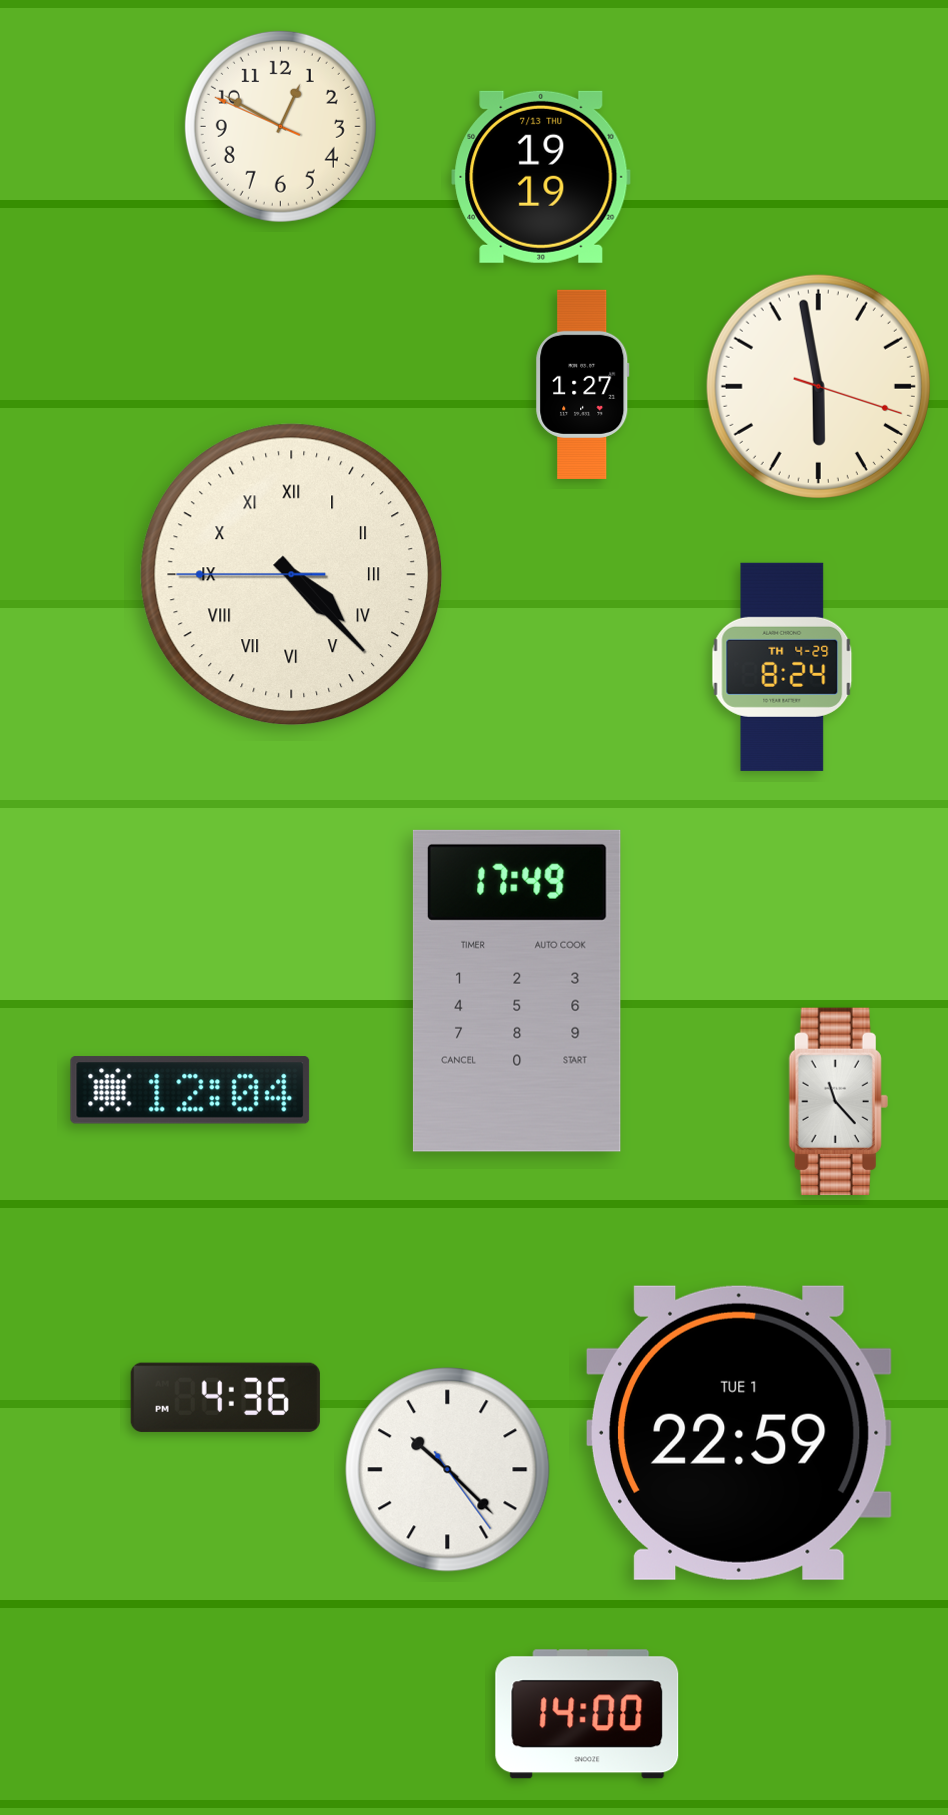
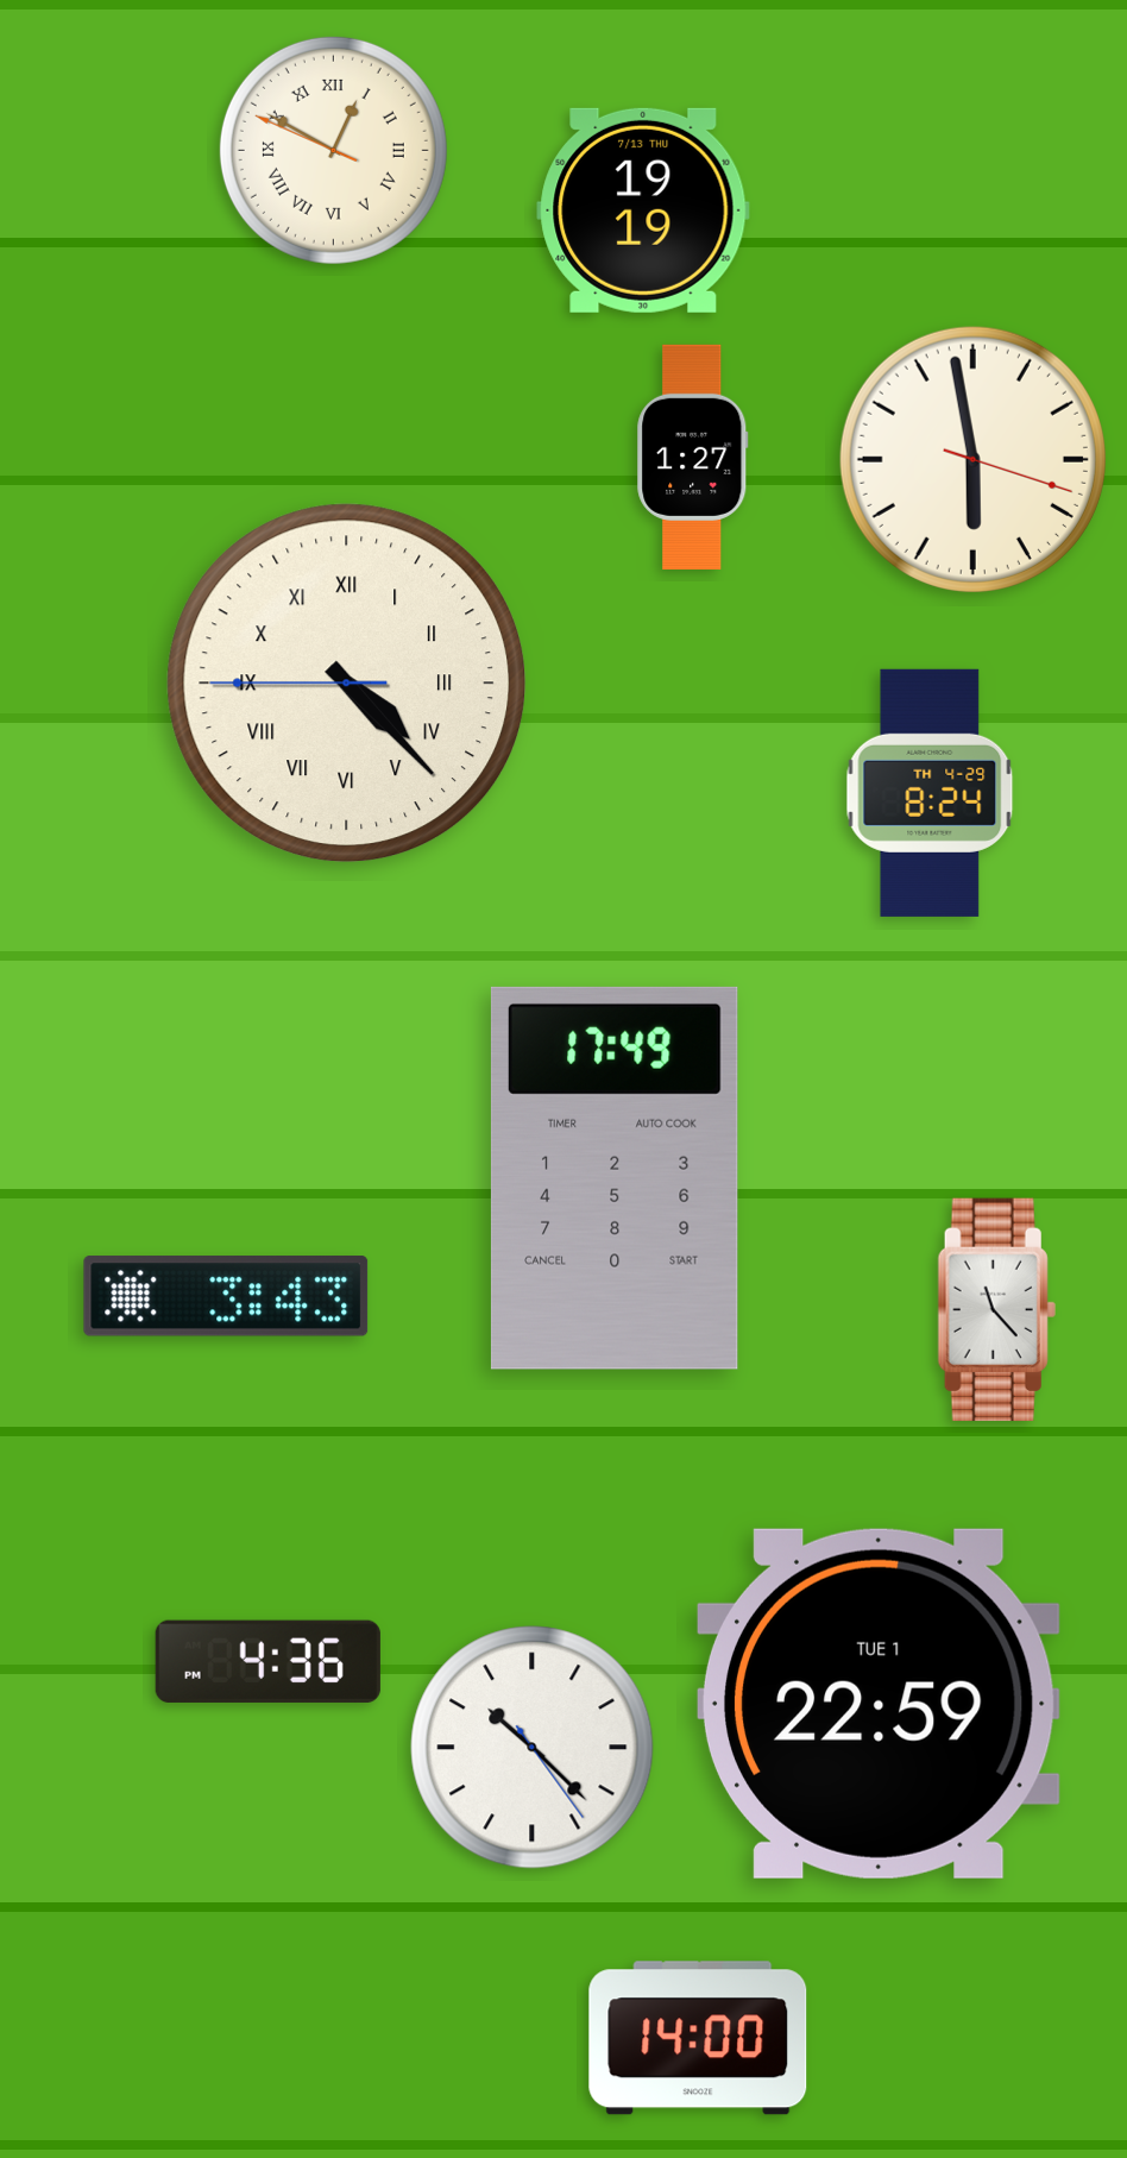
clock at (280, 126) numerals: Arabic -> Roman
clock at (190, 1090): 12:04 -> 3:43
